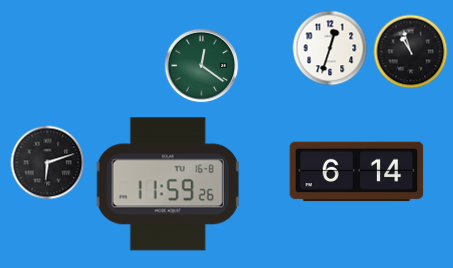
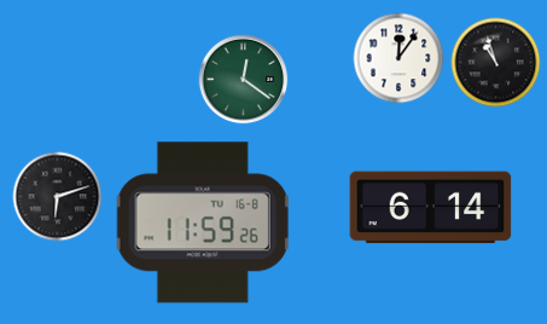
clock at (330, 48): 12:33 -> 12:06
